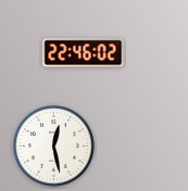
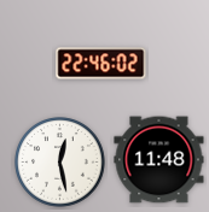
clock at (84, 53) position: (84, 53) -> (101, 64)
clock at (159, 160): none -> 11:48
